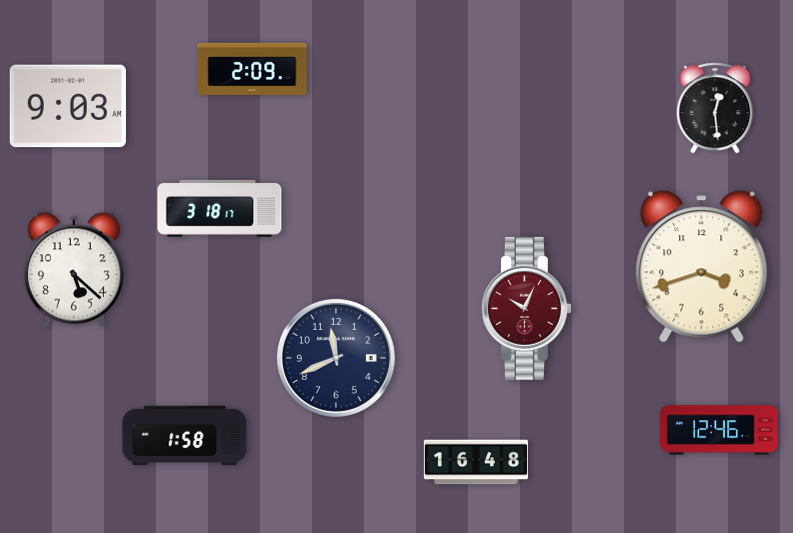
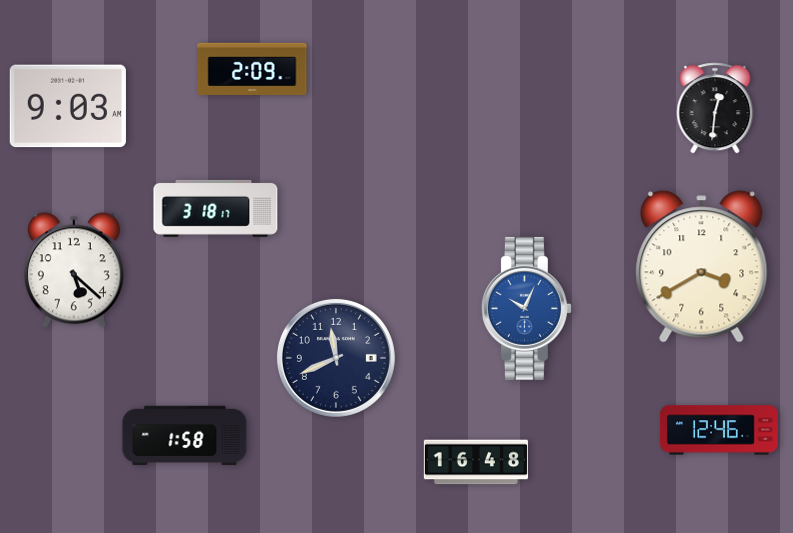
clock at (715, 108): 12:29 -> 12:31
clock at (220, 208) position: (220, 208) -> (216, 208)
clock at (702, 267): 3:42 -> 3:40
clock at (526, 308) dial: burgundy -> blue
